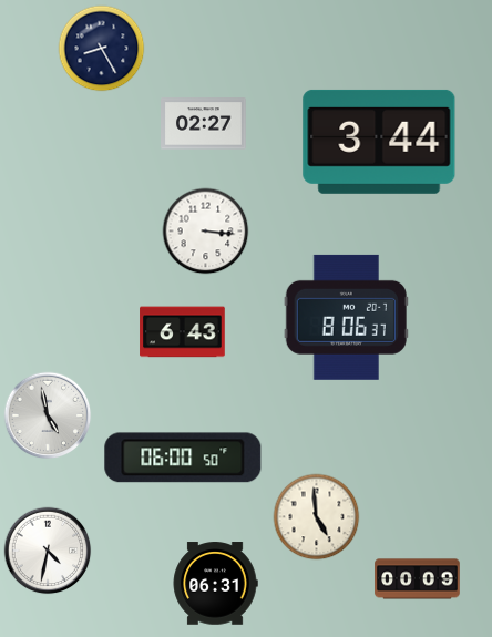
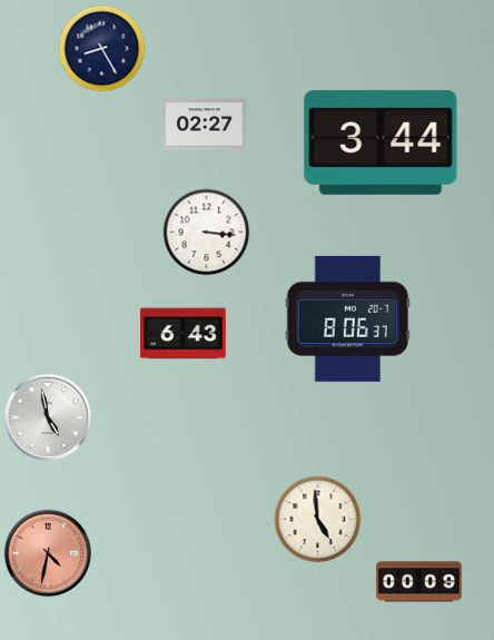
clock at (183, 458): 06:00 -> none
clock at (48, 551) dial: white -> salmon
clock at (215, 584): 06:31 -> none
